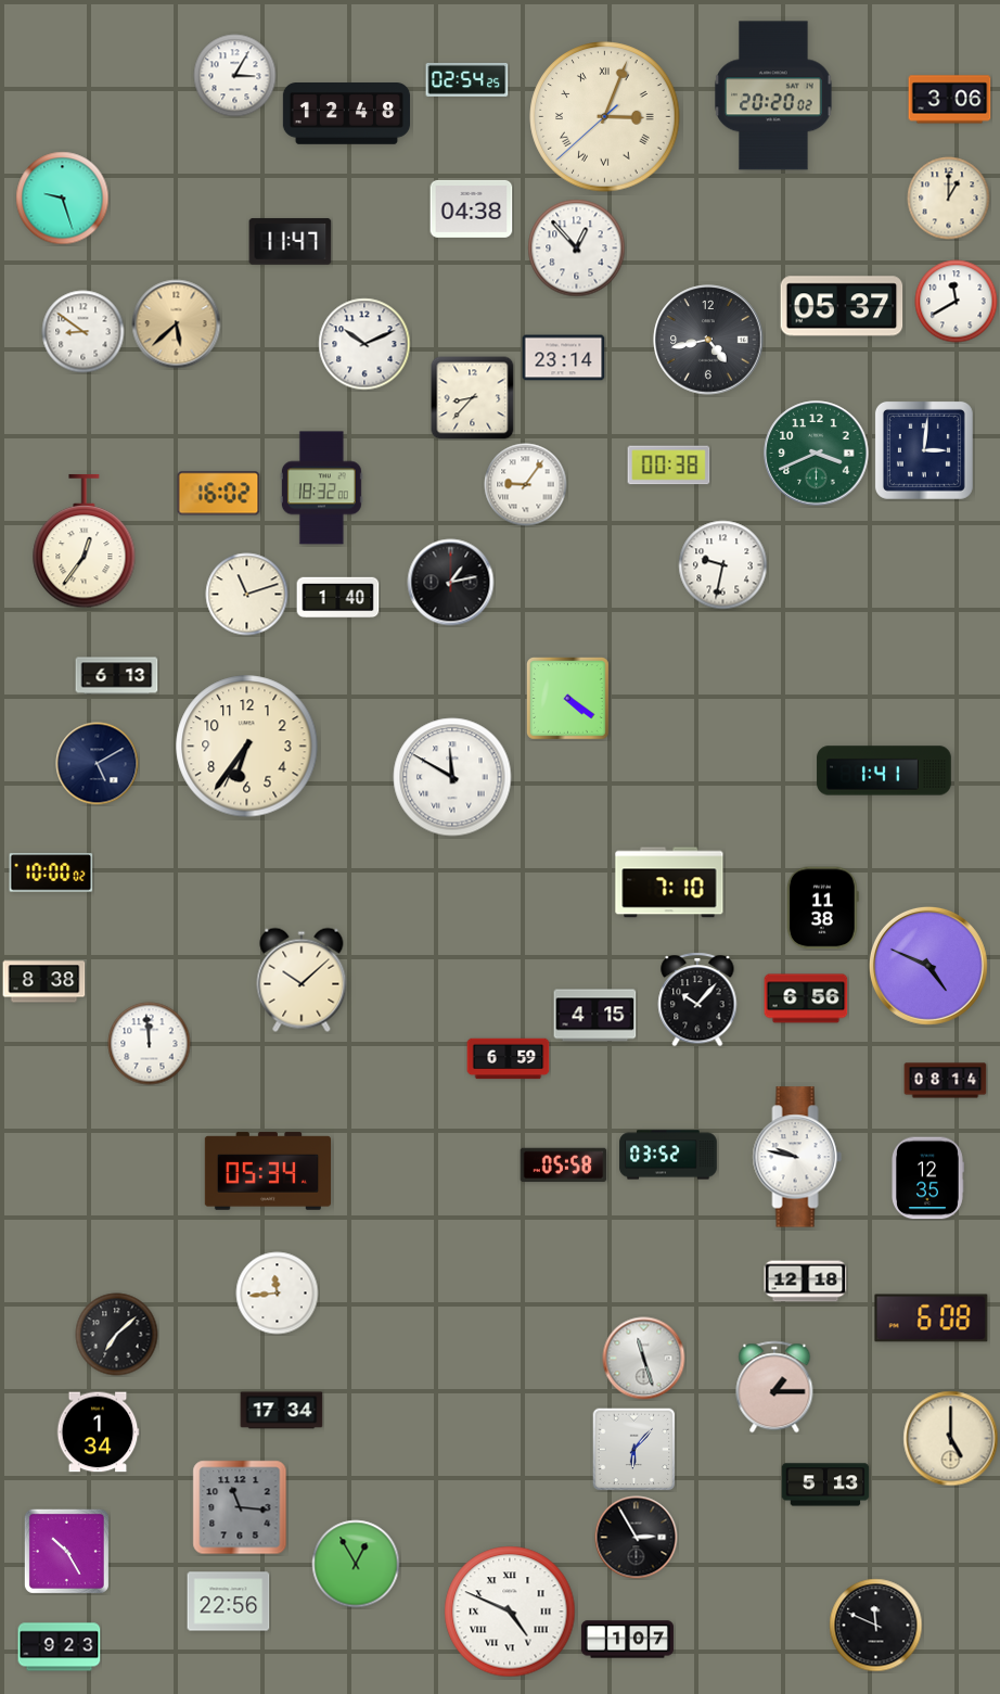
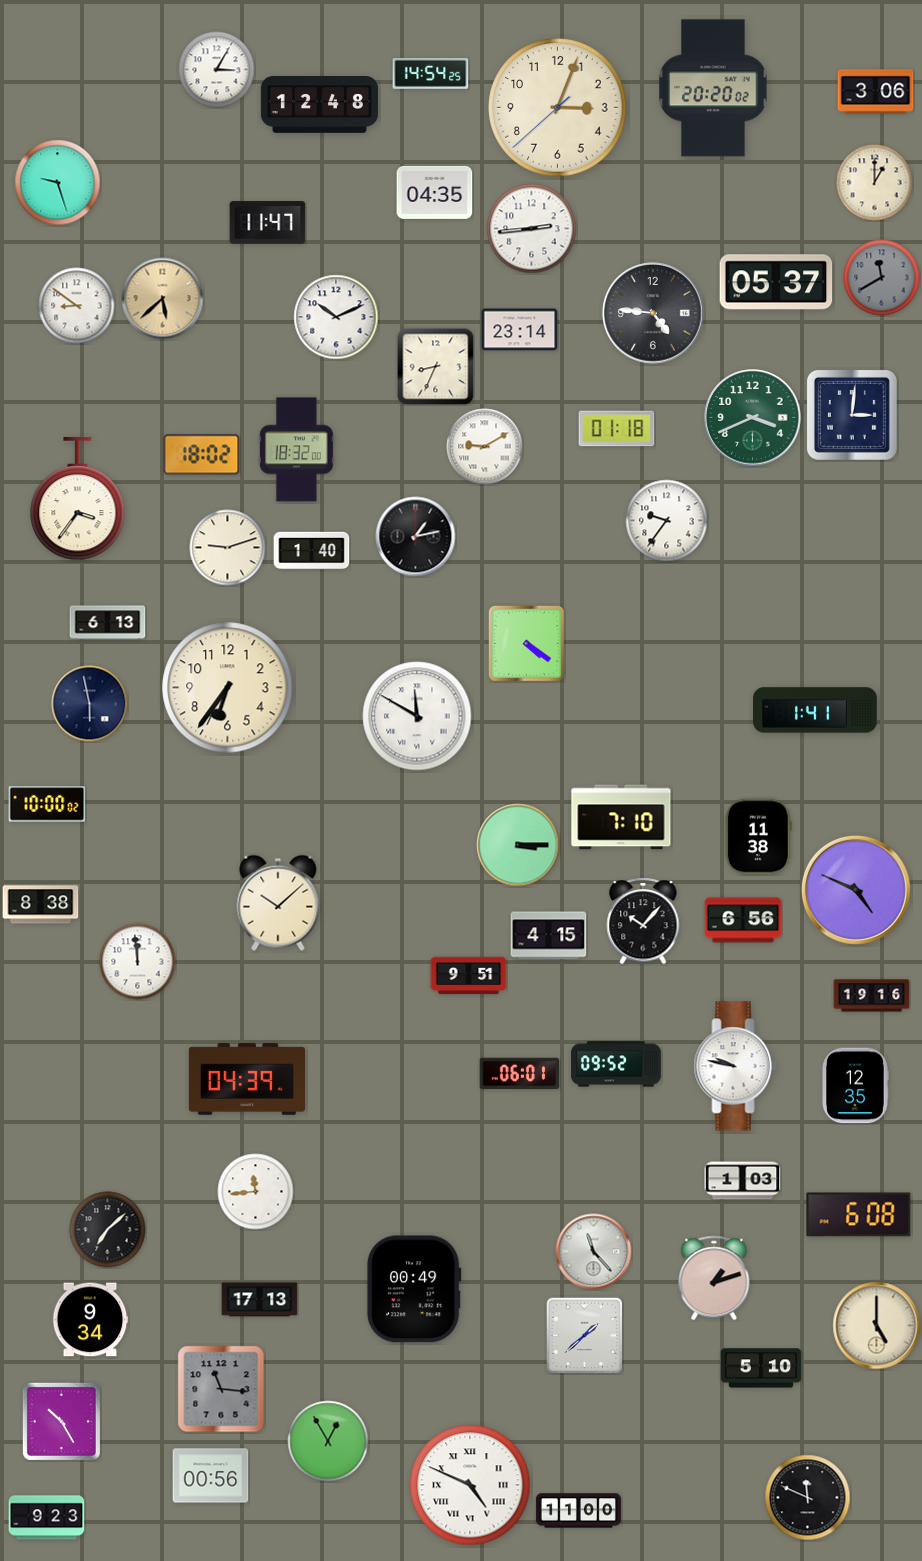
clock at (467, 79): 02:54 -> 14:54
clock at (605, 117) numerals: Roman -> Arabic
clock at (472, 208): 04:38 -> 04:35
clock at (577, 249): 12:53 -> 2:44
clock at (957, 302) dial: white -> grey
clock at (708, 340): 4:43 -> 4:46
clock at (473, 398): 8:37 -> 8:34
clock at (669, 466): 00:38 -> 01:18
clock at (526, 485): 9:06 -> 9:10
clock at (219, 494): 16:02 -> 18:02
clock at (85, 542): 12:36 -> 3:36
clock at (723, 565): 9:32 -> 9:36
clock at (247, 595): 11:12 -> 9:12
clock at (568, 699) position: (568, 699) -> (527, 644)
clock at (98, 764): 5:10 -> 5:58
clock at (669, 882) position: (669, 882) -> (621, 817)
clock at (518, 845): none -> 3:15
clock at (509, 1059): 6:59 -> 9:51
clock at (946, 1081): 08:14 -> 19:16
clock at (668, 1155): 03:52 -> 09:52
clock at (564, 1166): 05:58 -> 06:01
clock at (267, 1171): 05:34 -> 04:39
clock at (806, 1282): 12:18 -> 1:03
clock at (644, 1359): 11:27 -> 11:23
clock at (774, 1387): 1:15 -> 1:12
clock at (414, 1289): none -> 00:49
clock at (282, 1411): 17:34 -> 17:13
clock at (98, 1432): 1:34 -> 9:34
clock at (633, 1449): 6:07 -> 1:38
clock at (825, 1485): 5:13 -> 5:10
clock at (637, 1538): 2:55 -> none
clock at (66, 1551) position: (66, 1551) -> (61, 1421)
clock at (229, 1602): 22:56 -> 00:56
clock at (627, 1640): 1:07 -> 11:00
clock at (60, 1647) position: (60, 1647) -> (47, 1518)
